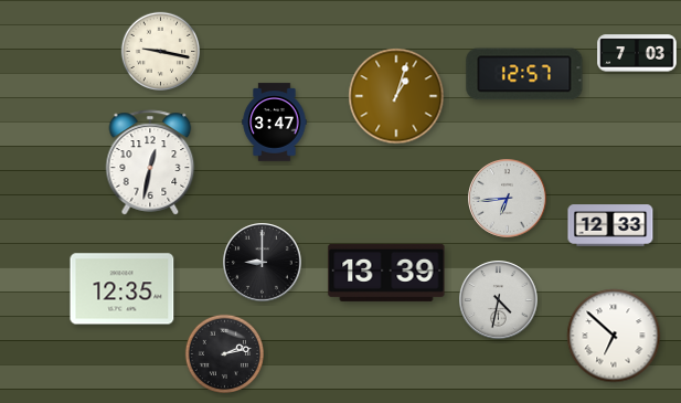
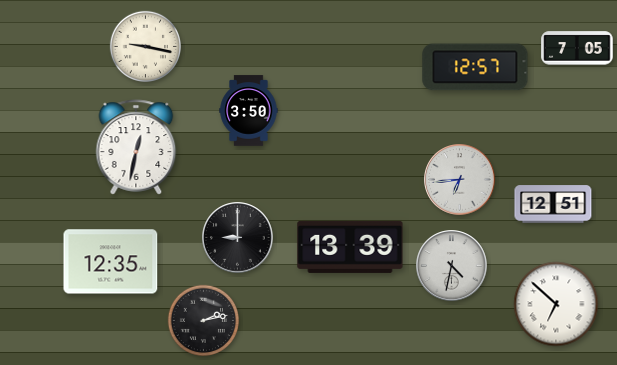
clock at (637, 53): 7:03 -> 7:05
clock at (396, 96): 1:03 -> none
clock at (275, 123): 3:47 -> 3:50
clock at (610, 225): 12:33 -> 12:51
clock at (499, 300) position: (499, 300) -> (452, 266)
